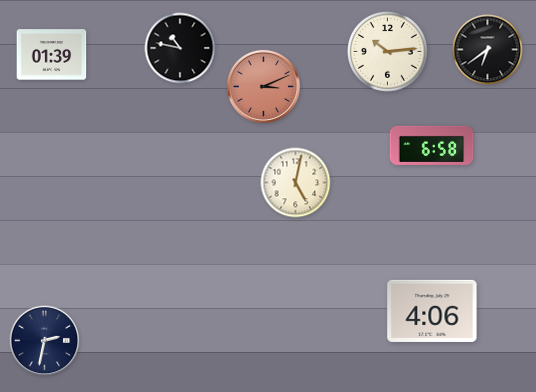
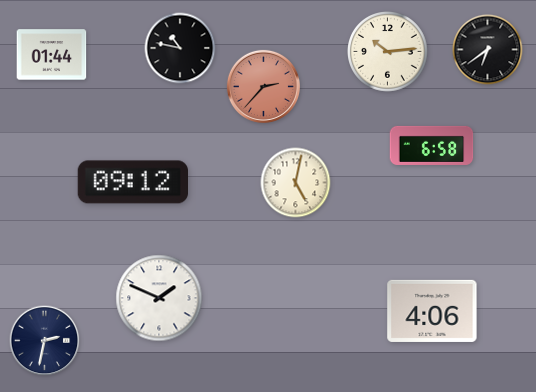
clock at (52, 55): 01:39 -> 01:44
clock at (263, 86): 3:11 -> 2:37
clock at (132, 182): none -> 09:12
clock at (159, 298): none -> 1:49
